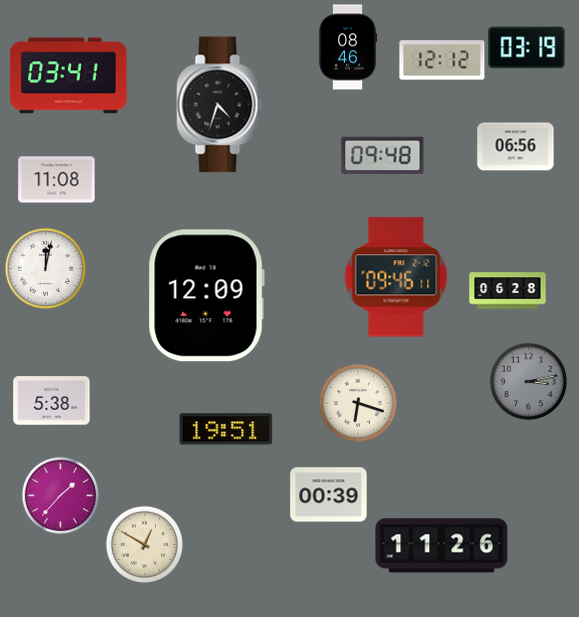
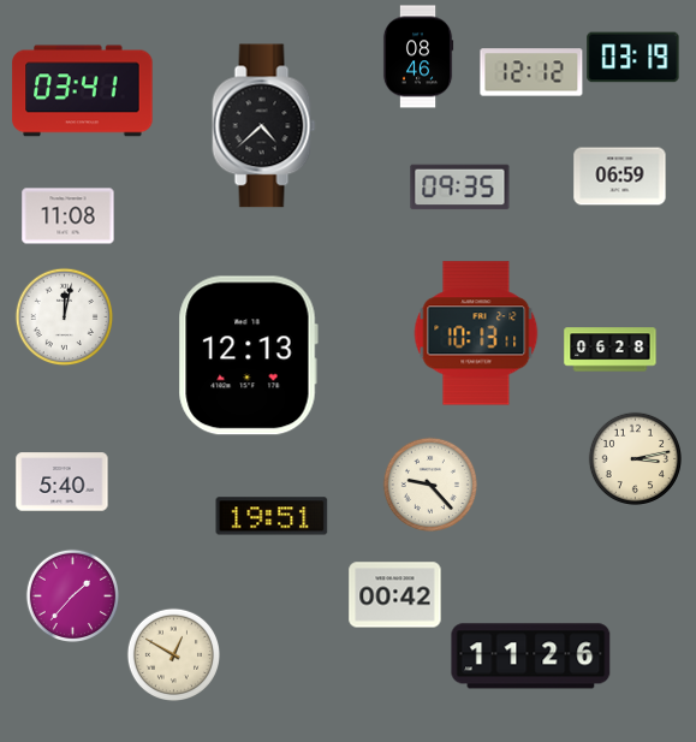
clock at (220, 105): 4:33 -> 4:38
clock at (516, 147): 06:56 -> 06:59
clock at (383, 156): 09:48 -> 09:35
clock at (45, 268) position: (45, 268) -> (64, 316)
clock at (396, 277): 09:46 -> 10:13
clock at (206, 296): 12:09 -> 12:13
clock at (528, 381) dial: grey -> cream
clock at (52, 401): 5:38 -> 5:40
clock at (357, 402): 6:18 -> 9:23
clock at (329, 495): 00:39 -> 00:42
